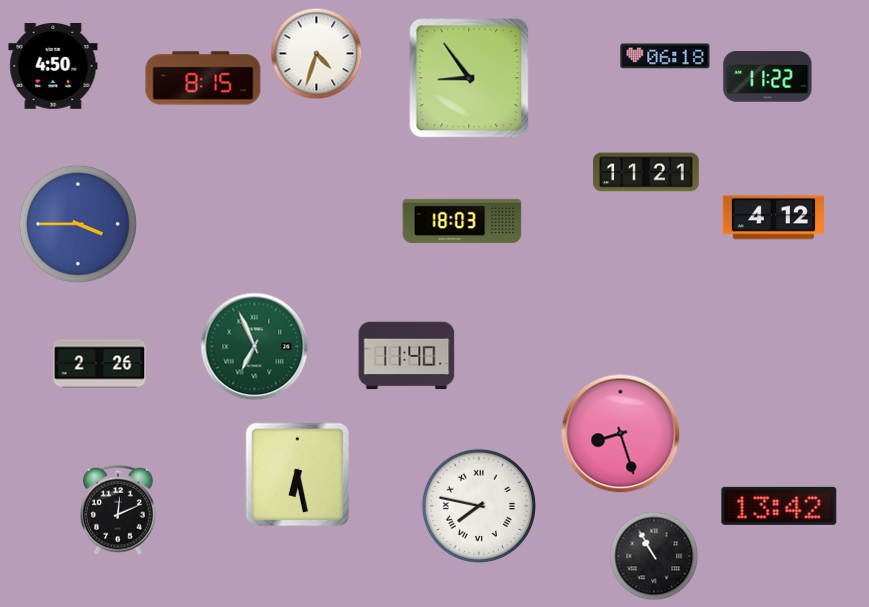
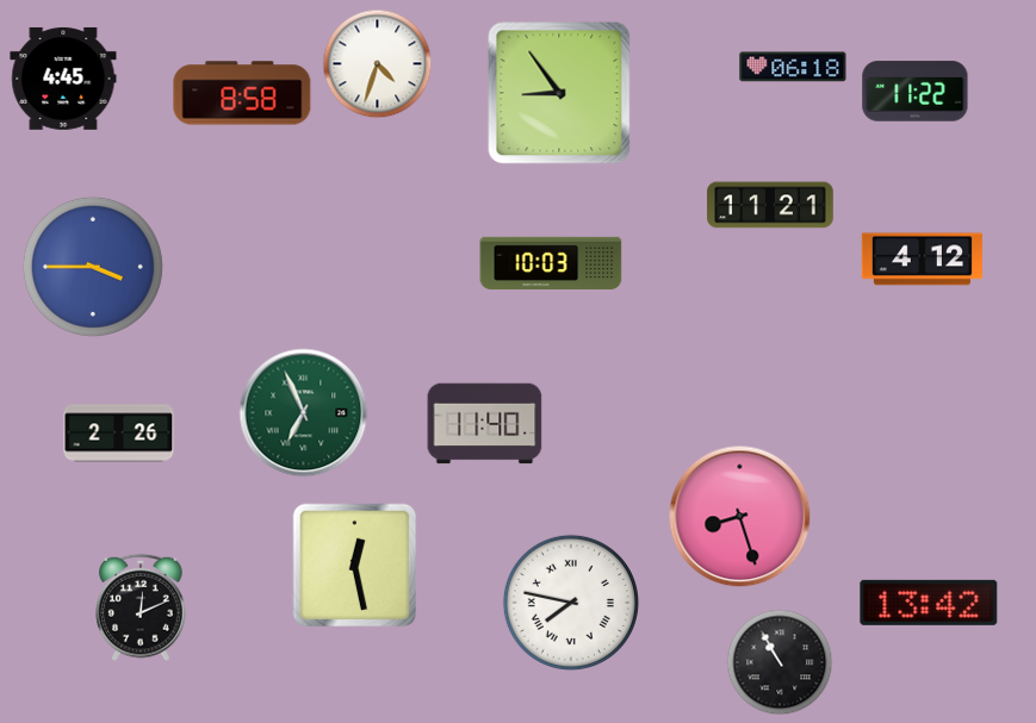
clock at (53, 66): 4:50 -> 4:45
clock at (203, 78): 8:15 -> 8:58
clock at (462, 221): 18:03 -> 10:03
clock at (298, 475): 6:28 -> 12:28
